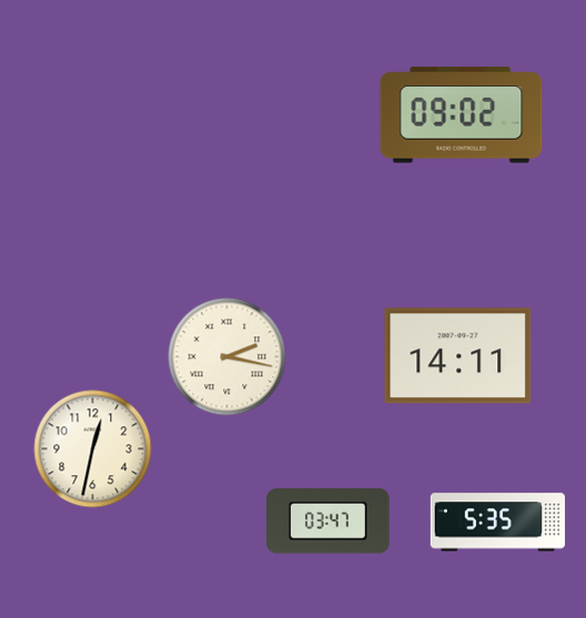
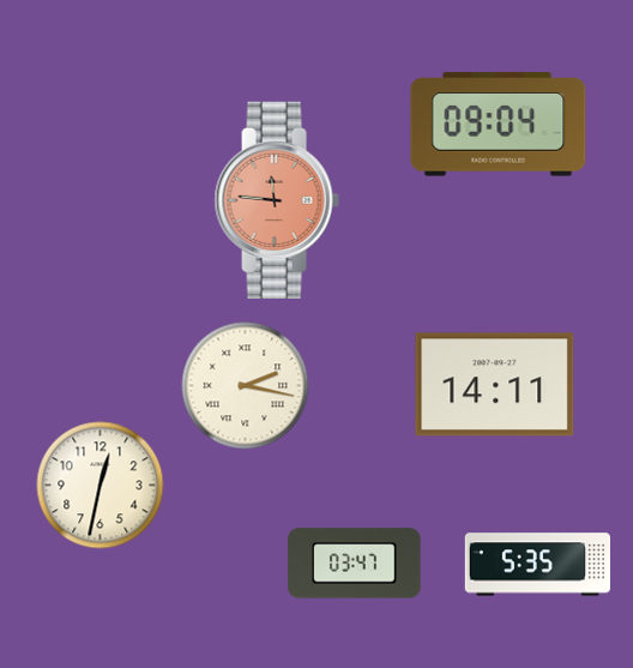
clock at (462, 115): 09:02 -> 09:04
clock at (277, 200): none -> 11:46
